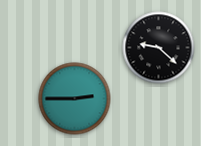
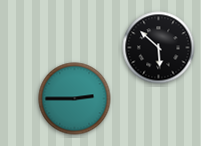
clock at (159, 48): 9:22 -> 5:52
